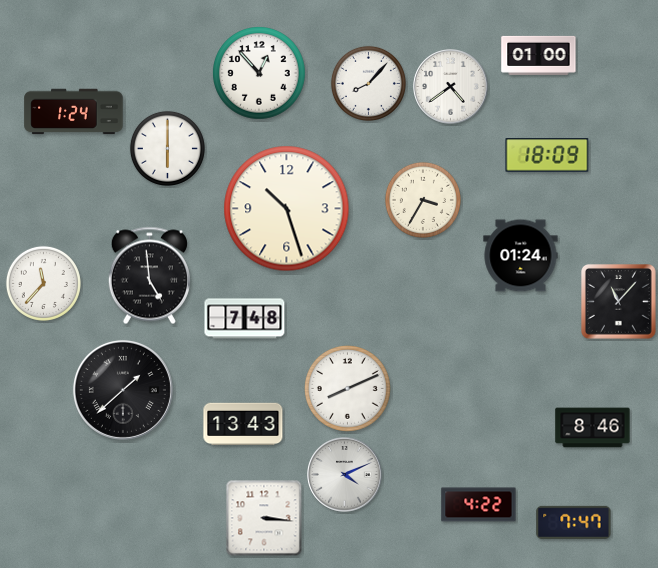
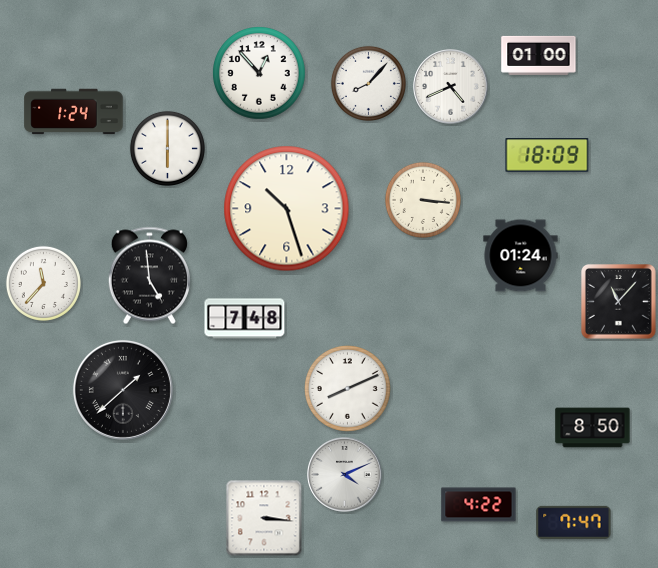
clock at (451, 87): 4:39 -> 4:41
clock at (423, 200): 3:35 -> 3:16
clock at (243, 424): 13:43 -> none
clock at (593, 428): 8:46 -> 8:50
